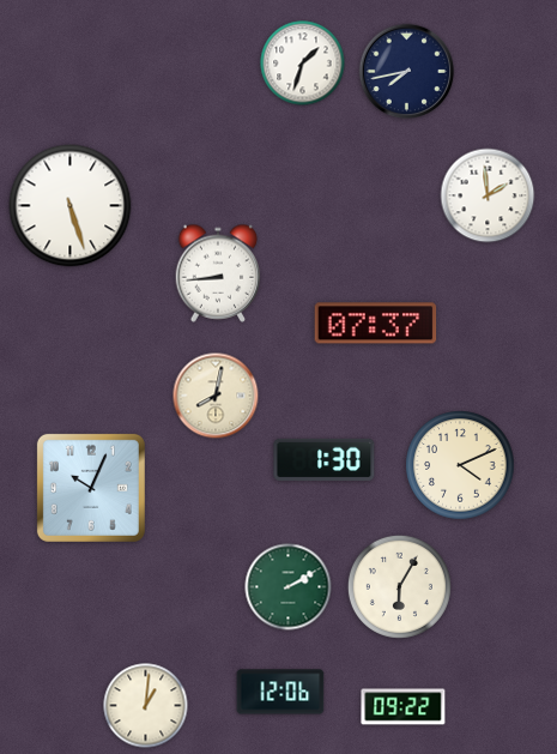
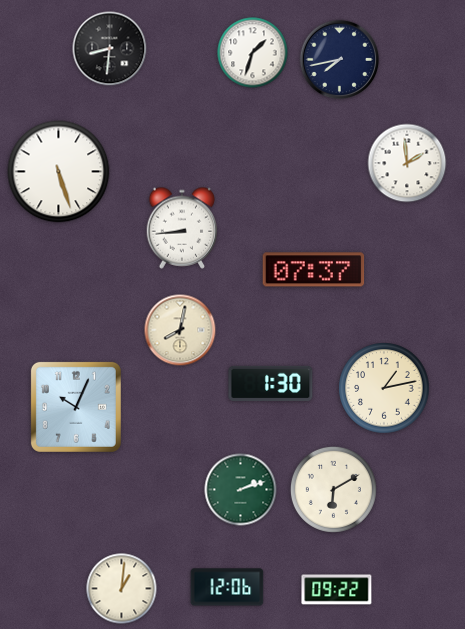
clock at (110, 49): none -> 8:31
clock at (460, 465): 4:11 -> 1:13
clock at (399, 586): 6:05 -> 6:10
clock at (289, 587): 2:10 -> 2:12
clock at (280, 692) position: (280, 692) -> (227, 587)
